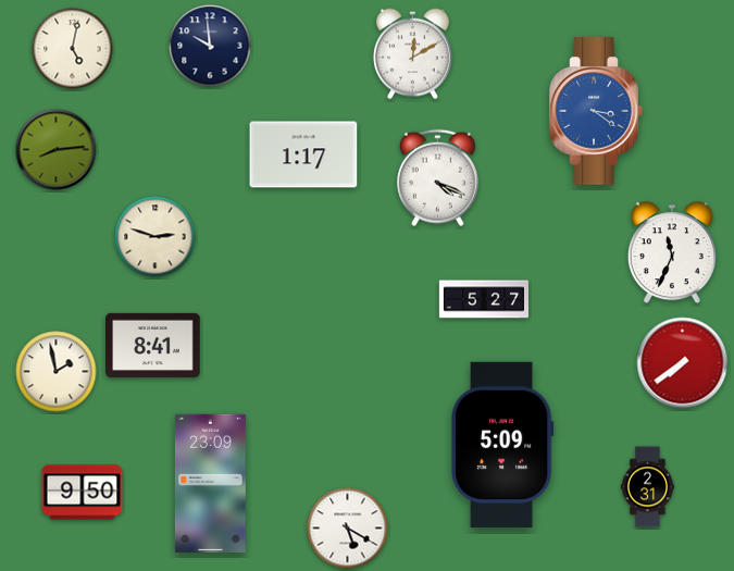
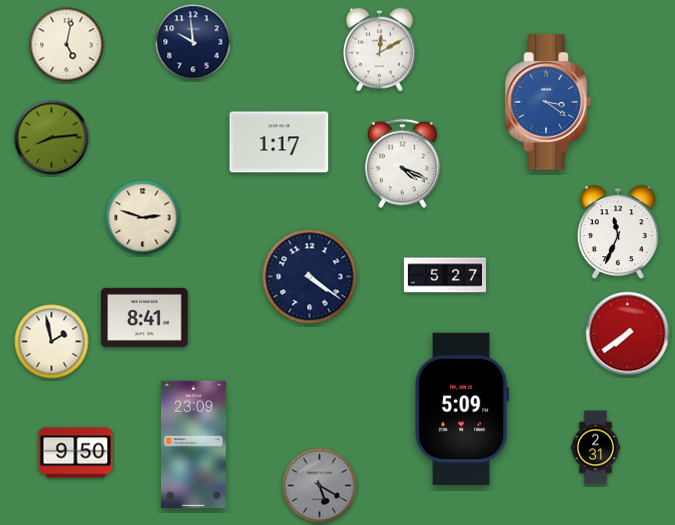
clock at (310, 277): none -> 4:21
clock at (153, 345) position: (153, 345) -> (145, 317)
clock at (348, 529) dial: white -> grey
